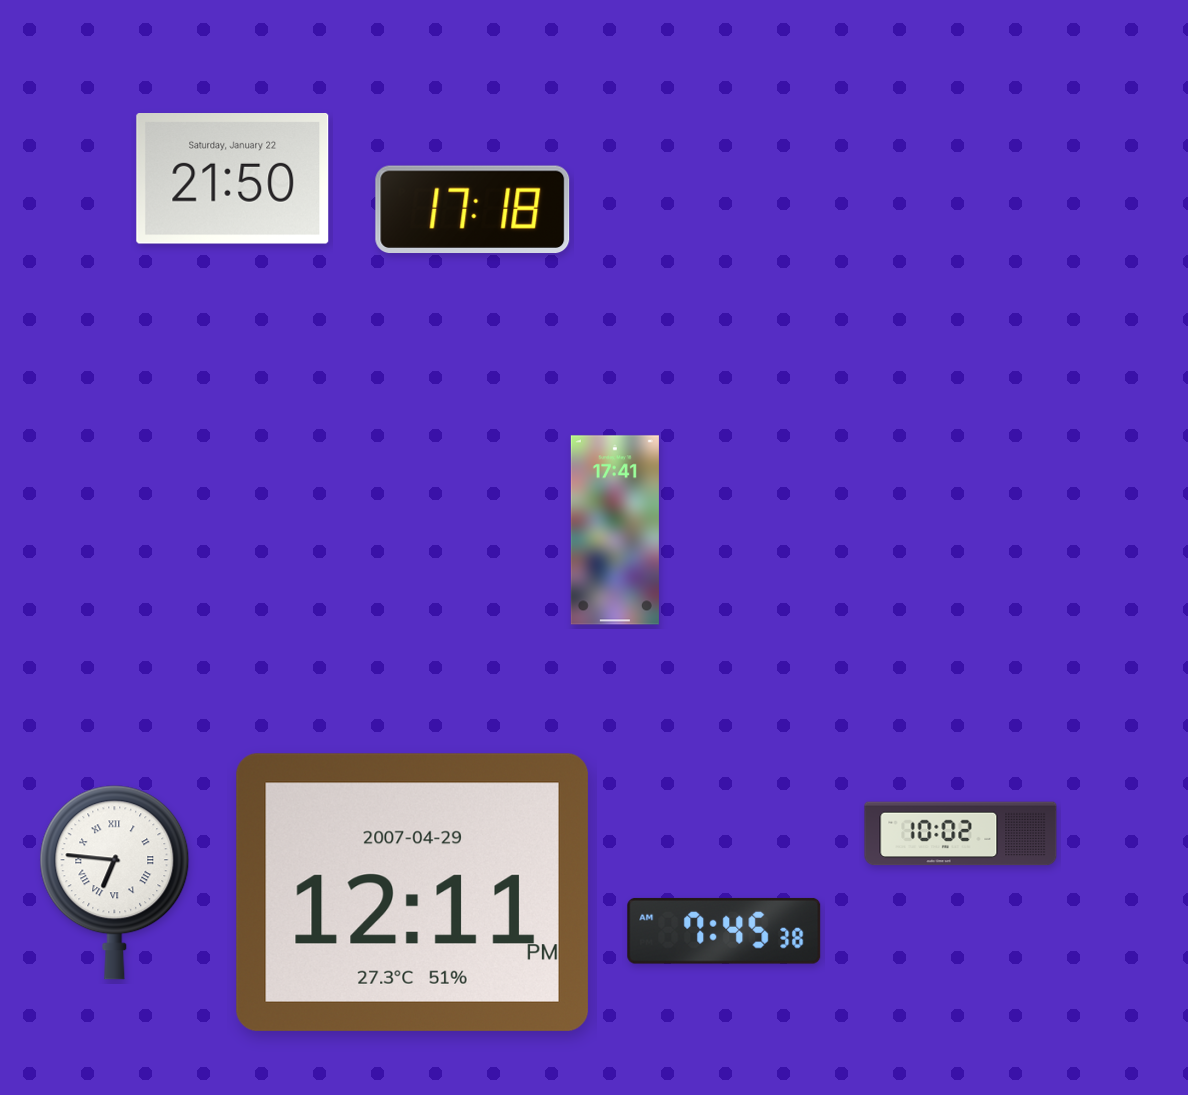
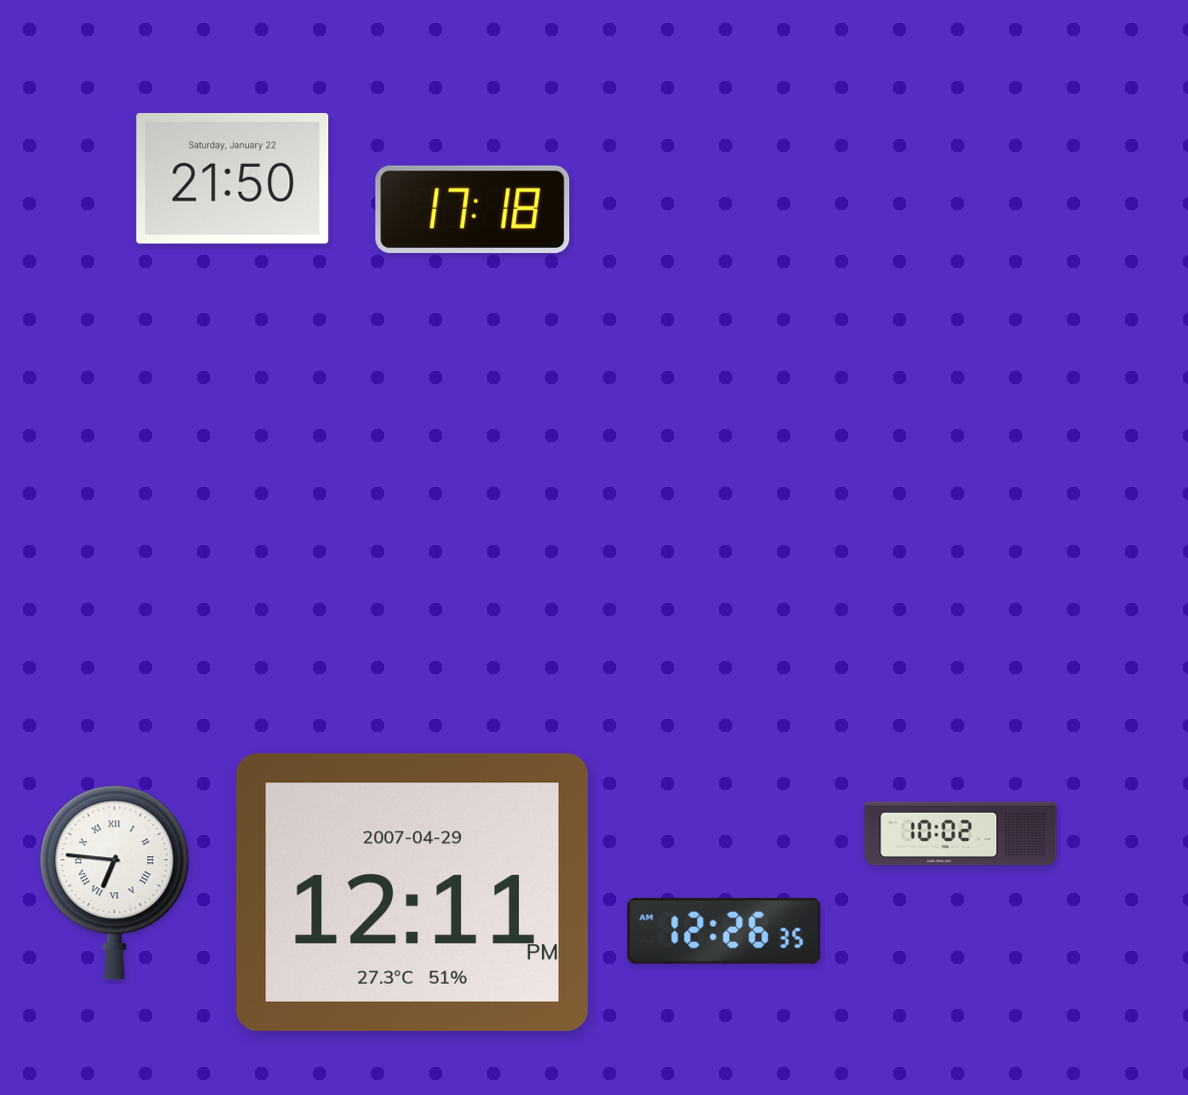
clock at (615, 530): 17:41 -> none
clock at (724, 931): 7:45 -> 12:26
